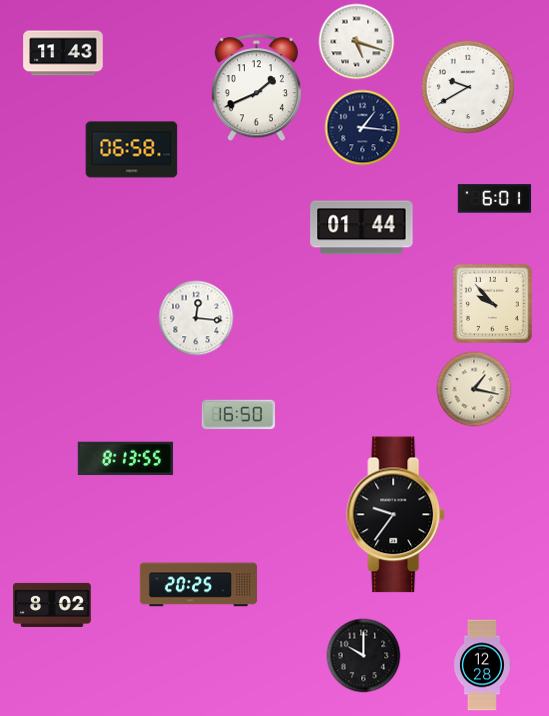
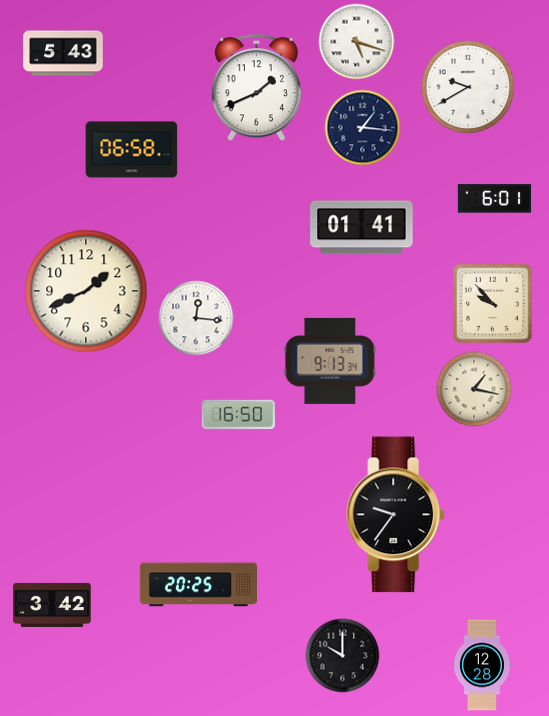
clock at (63, 53): 11:43 -> 5:43
clock at (362, 228): 01:44 -> 01:41
clock at (86, 291): none -> 1:41
clock at (330, 361): none -> 9:13
clock at (125, 459): 8:13 -> none
clock at (52, 605): 8:02 -> 3:42
clock at (364, 656) position: (364, 656) -> (343, 656)
